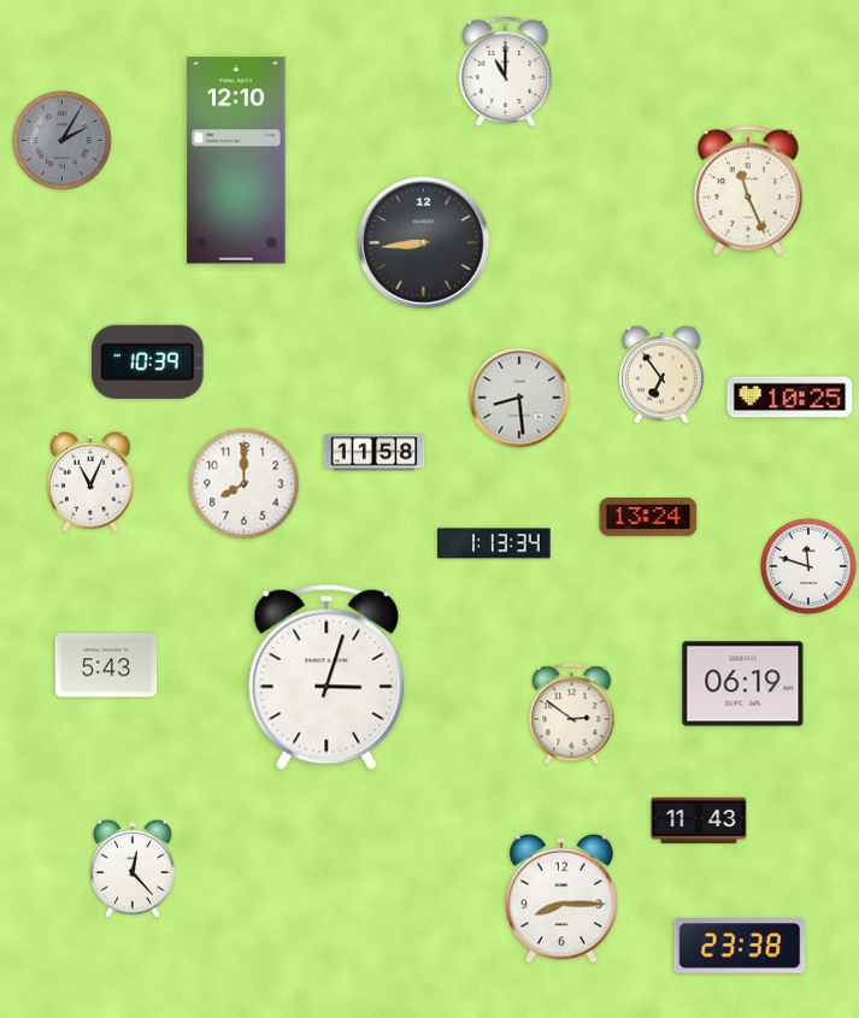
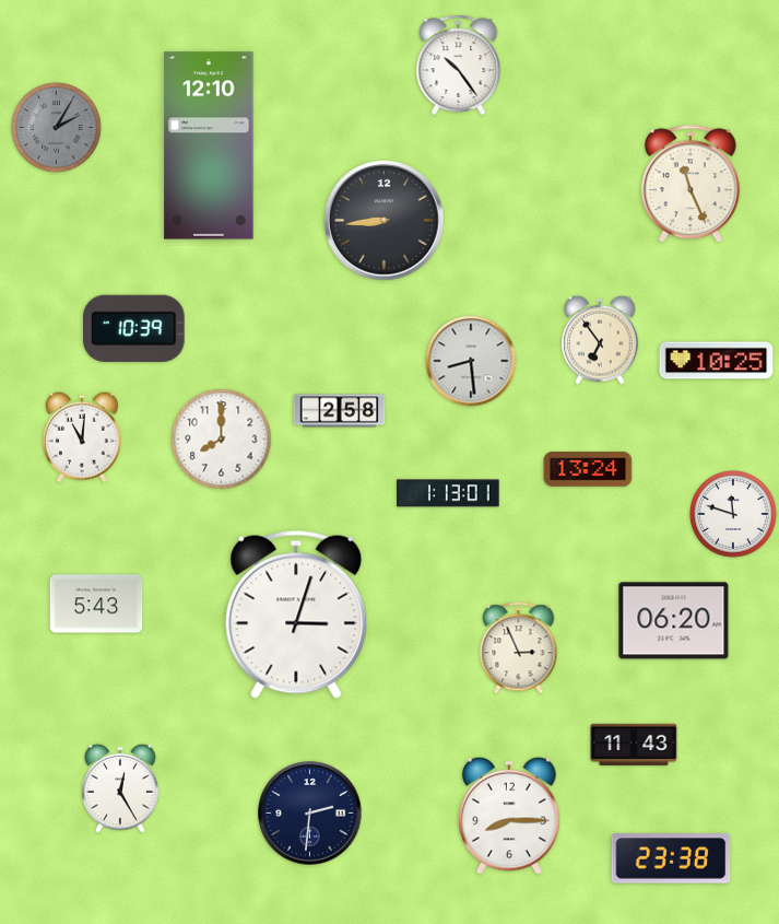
clock at (506, 71): 11:00 -> 10:24
clock at (236, 160) position: (236, 160) -> (209, 145)
clock at (748, 192) position: (748, 192) -> (691, 185)
clock at (375, 453): 11:58 -> 2:58
clock at (90, 482): 11:04 -> 11:01
clock at (494, 543): 1:13:34 -> 1:13:01
clock at (743, 684): 06:19 -> 06:20
clock at (572, 714): 2:51 -> 2:56
clock at (133, 869): 12:23 -> 12:25
clock at (310, 814): none -> 2:31
